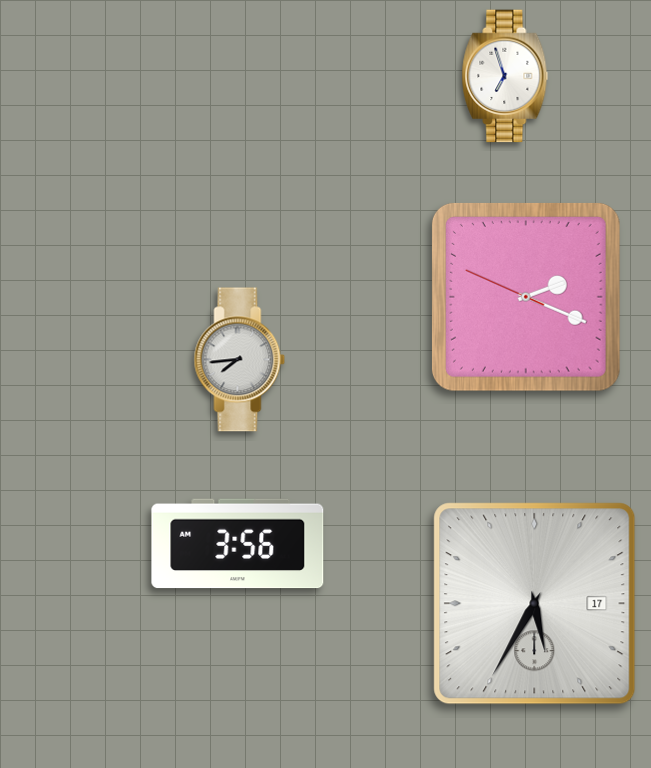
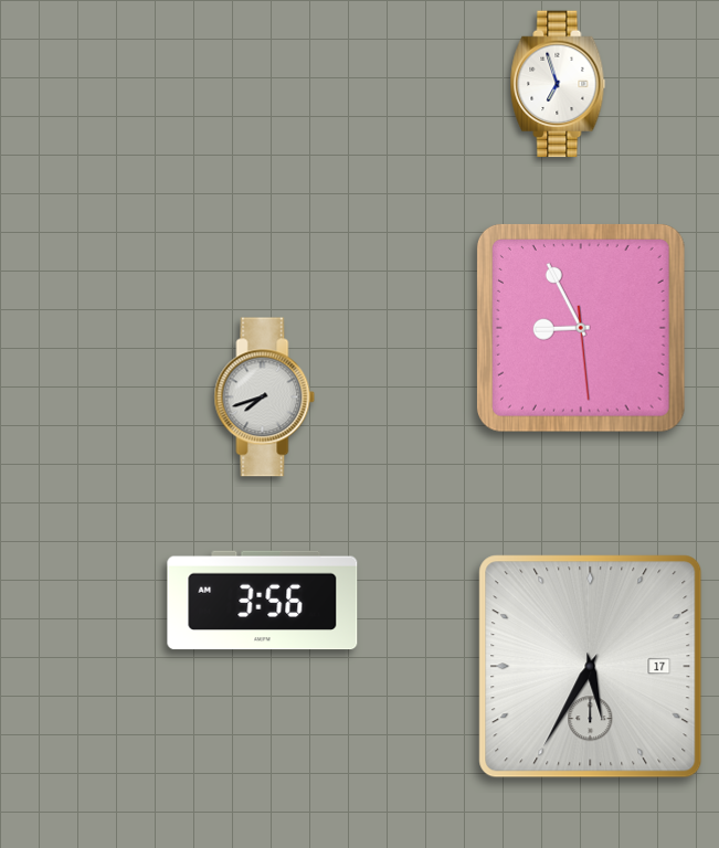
clock at (526, 297): 2:18 -> 8:55
clock at (240, 360): 7:44 -> 7:42
